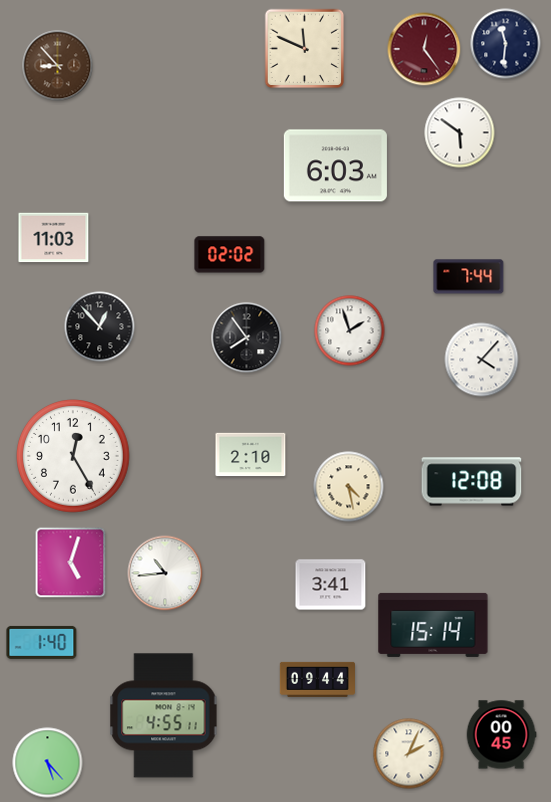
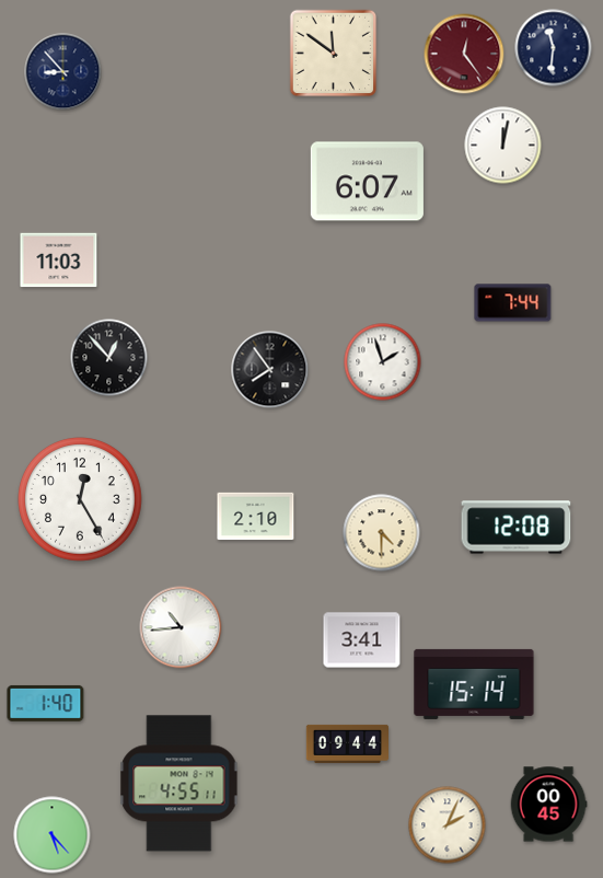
clock at (305, 49): 11:49 -> 11:51
clock at (58, 66) dial: brown -> navy
clock at (460, 133): 5:51 -> 12:02
clock at (335, 166): 6:03 -> 6:07
clock at (230, 255): 02:02 -> none
clock at (482, 360): 4:07 -> none
clock at (251, 455) position: (251, 455) -> (256, 517)
clock at (349, 487): 4:28 -> 4:30
clock at (71, 563): 5:03 -> none
